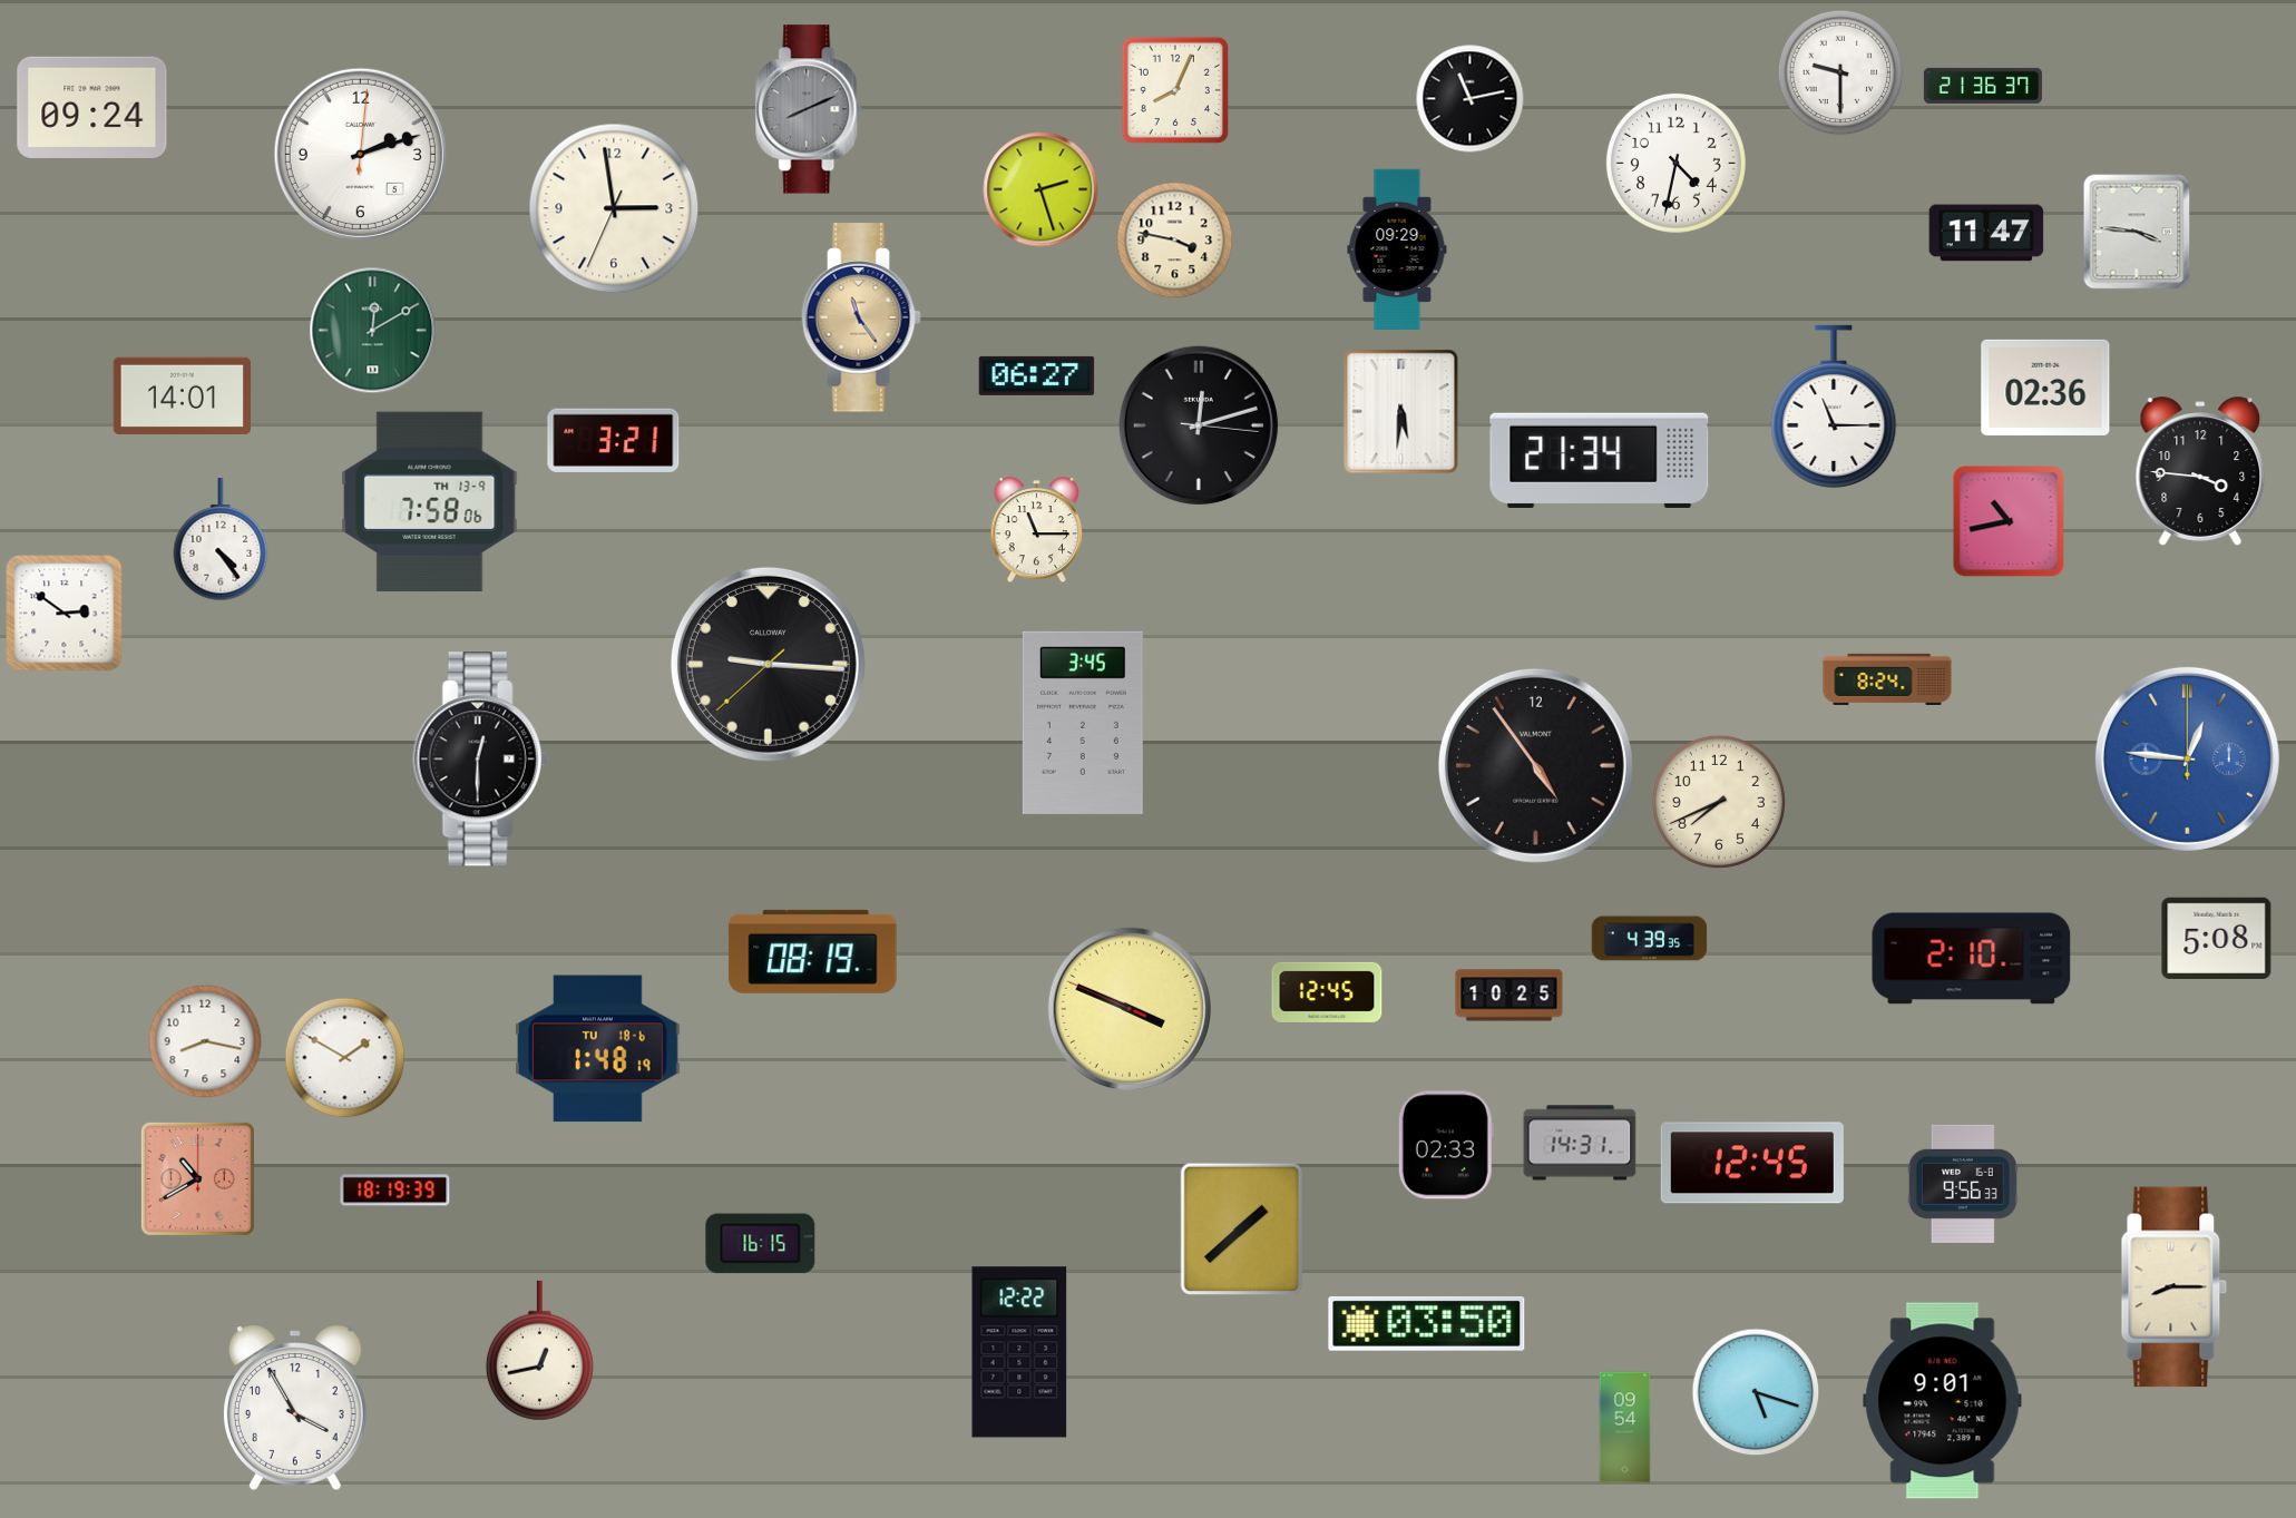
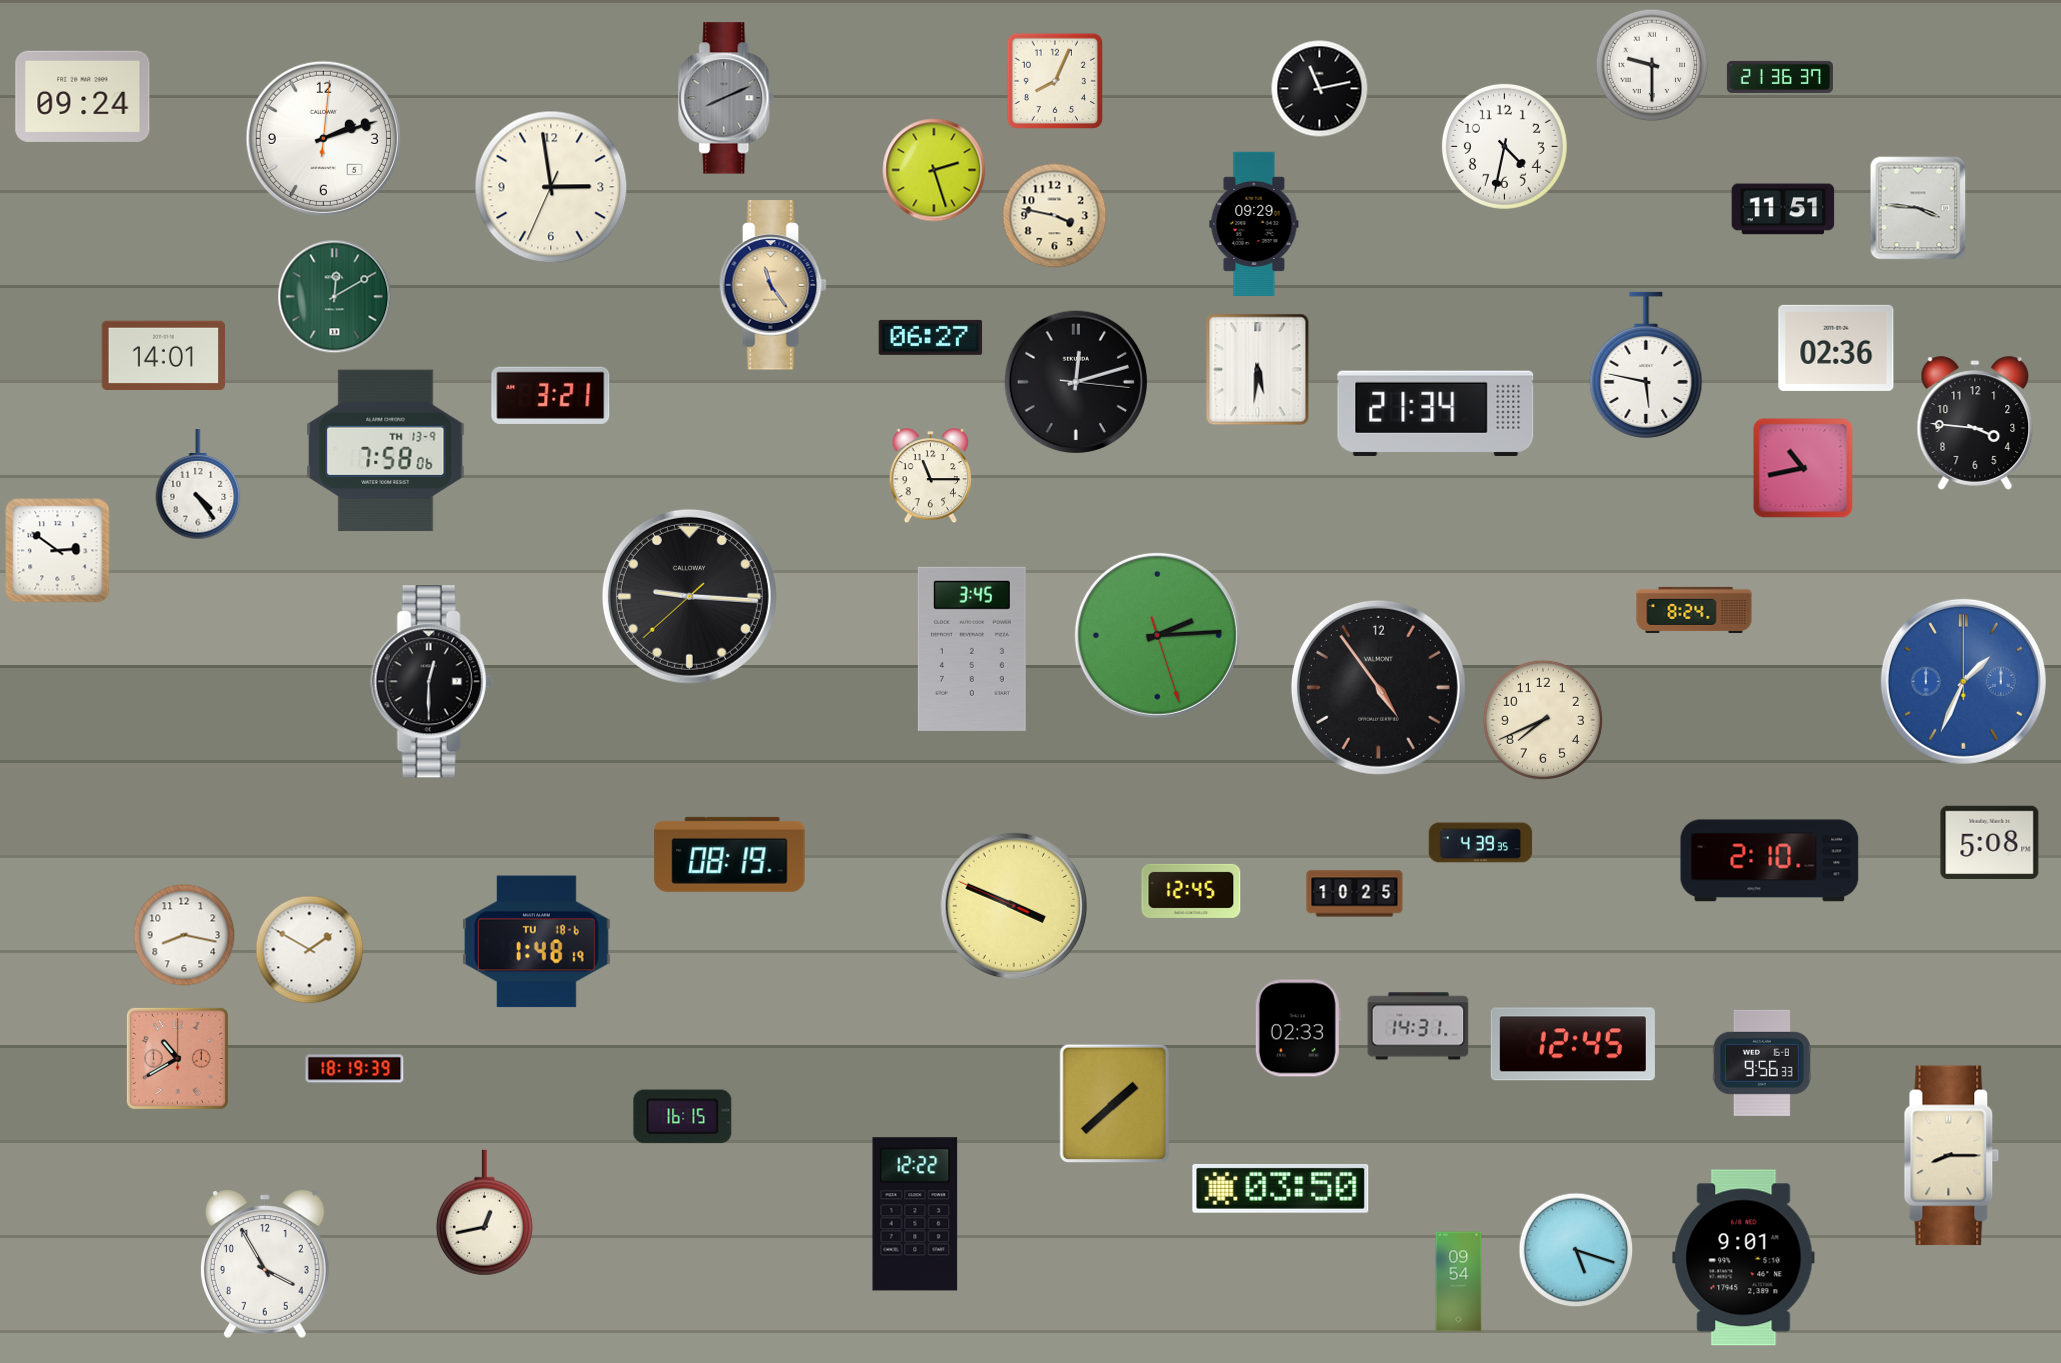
clock at (1986, 233): 11:47 -> 11:51
clock at (1834, 407): 11:15 -> 5:47
clock at (1157, 635): none -> 2:14
clock at (2187, 758): 12:46 -> 1:34
